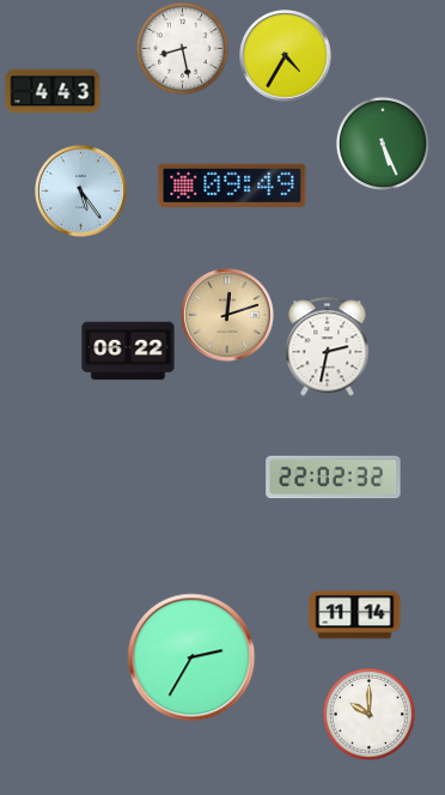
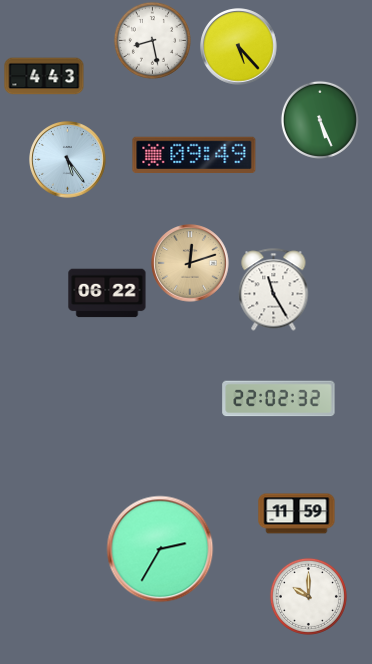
clock at (286, 56): 4:35 -> 5:23
clock at (328, 347): 2:32 -> 11:25
clock at (355, 615): 11:14 -> 11:59
